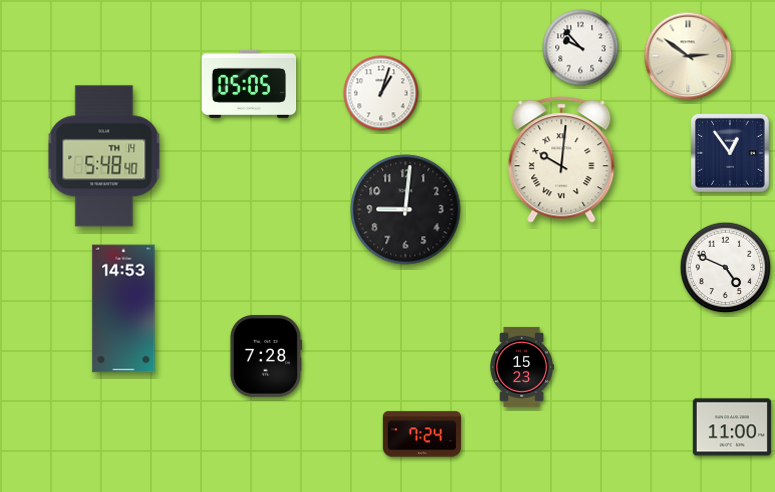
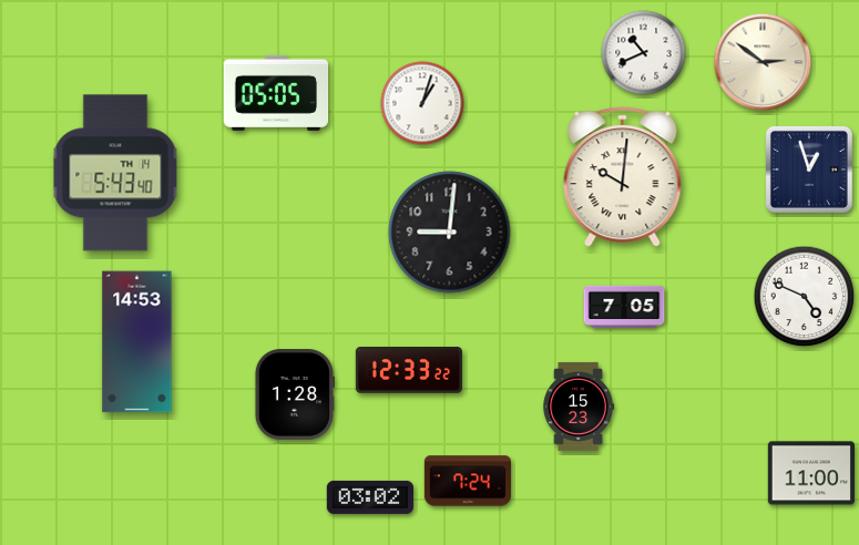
clock at (581, 48): 9:53 -> 10:41
clock at (730, 153): 12:54 -> 12:57
clock at (104, 156): 5:48 -> 5:43
clock at (624, 307): none -> 7:05
clock at (409, 371): none -> 12:33
clock at (266, 356): 7:28 -> 1:28
clock at (370, 497): none -> 03:02
